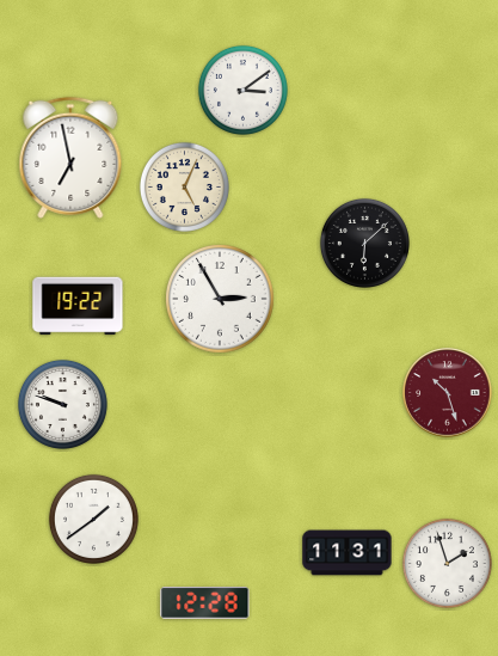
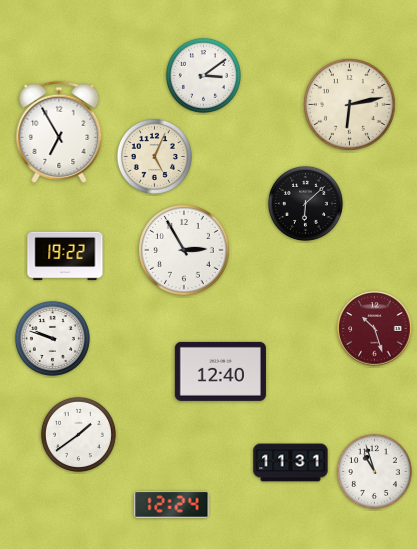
clock at (350, 105): none -> 6:13
clock at (70, 158): 6:58 -> 6:55
clock at (220, 371): none -> 12:40
clock at (447, 563): 1:57 -> 10:57
clock at (205, 603): 12:28 -> 12:24
